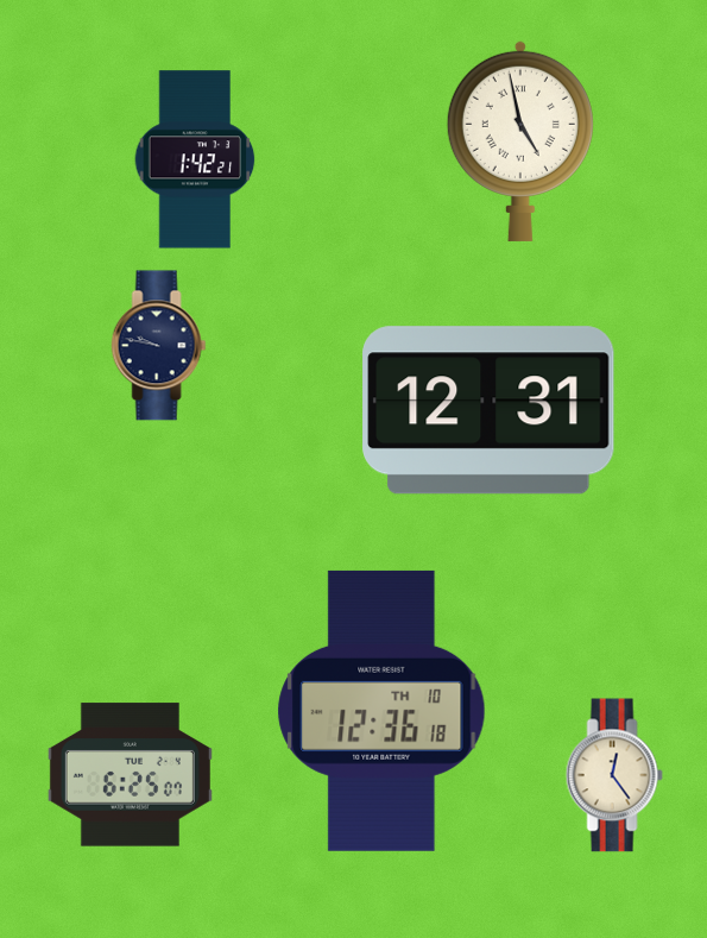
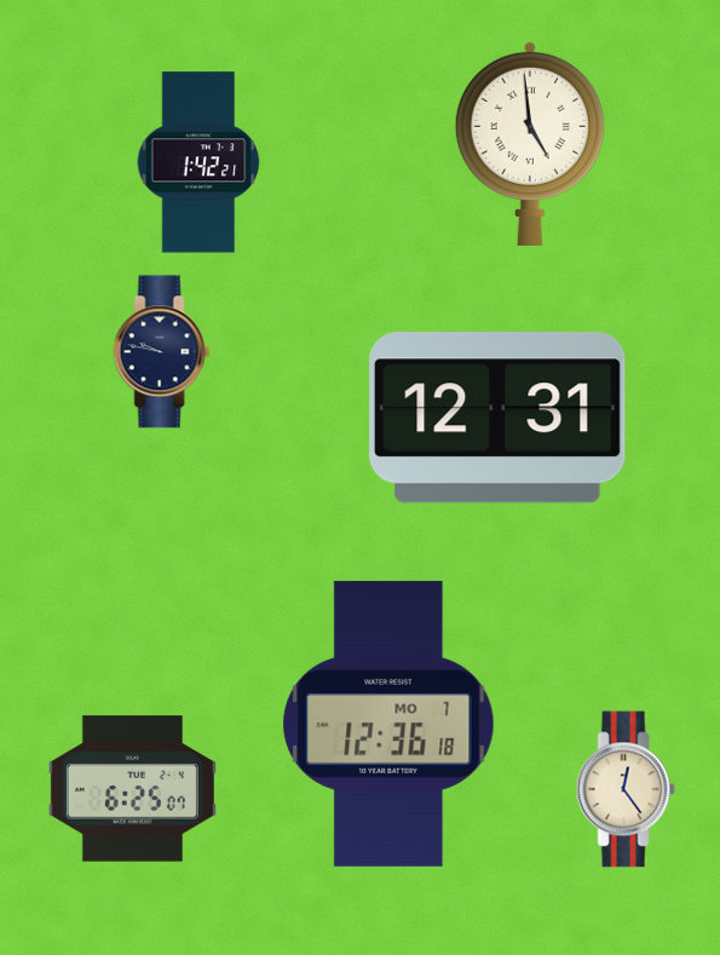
clock at (520, 140): 4:58 -> 4:59
clock at (381, 711) date: TH 10 -> MO 7
